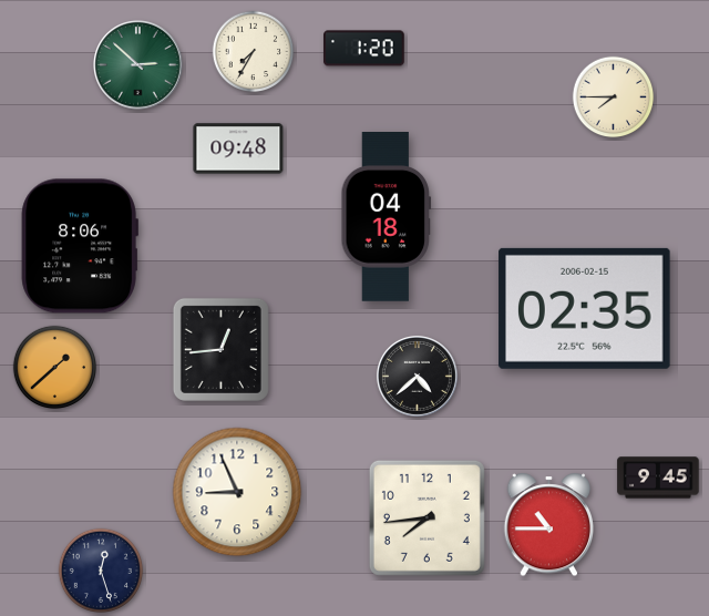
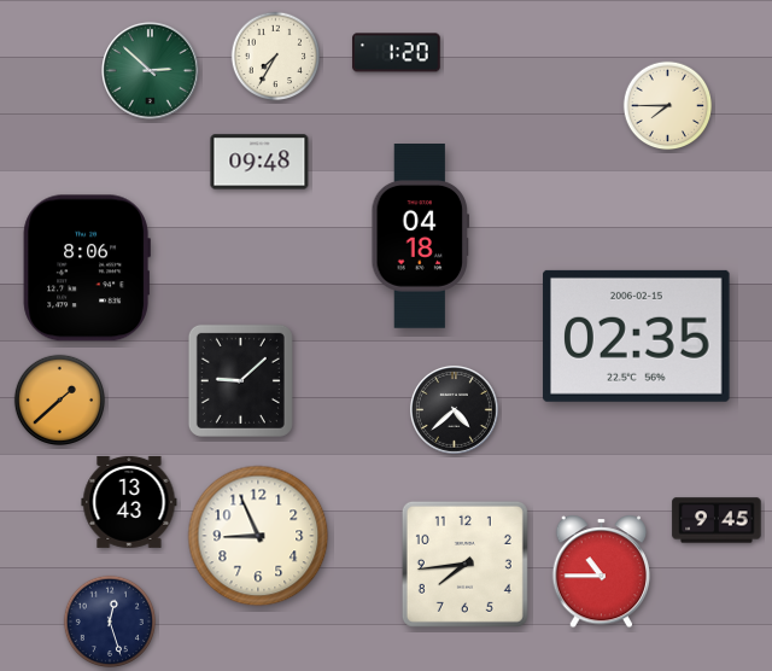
clock at (220, 349): 12:44 -> 9:08
clock at (129, 502): none -> 13:43
clock at (549, 525) position: (549, 525) -> (602, 572)
